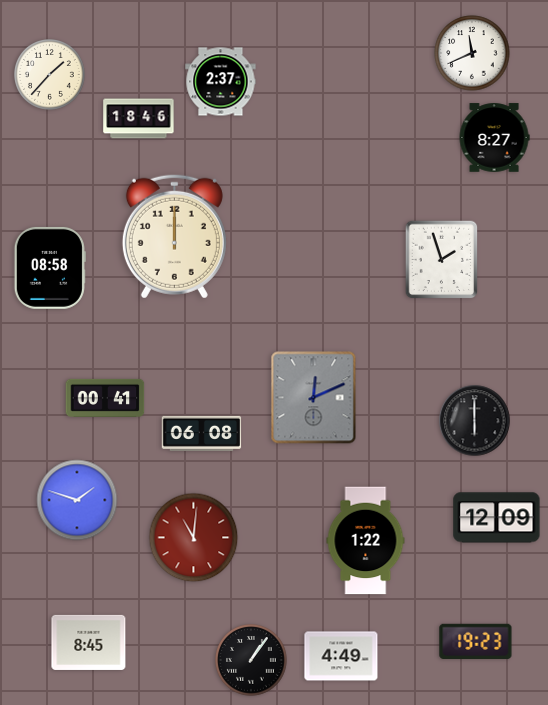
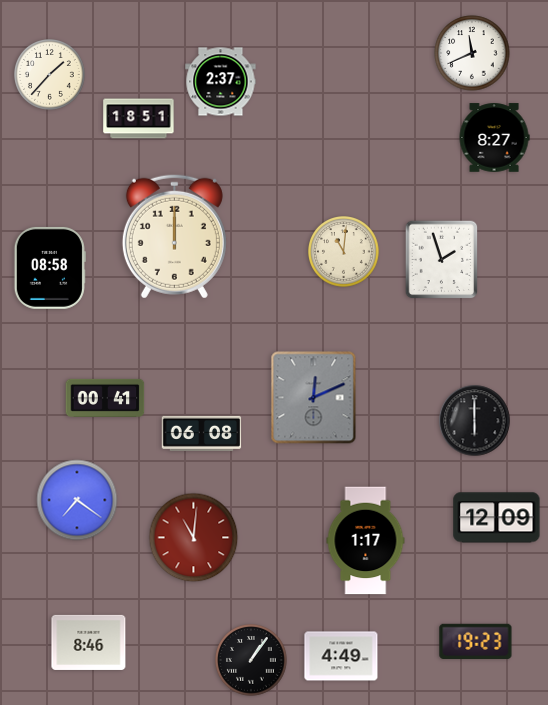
clock at (139, 119): 18:46 -> 18:51
clock at (344, 252): none -> 11:01
clock at (77, 500): 1:48 -> 7:21
clock at (366, 541): 1:22 -> 1:17
clock at (89, 642): 8:45 -> 8:46
